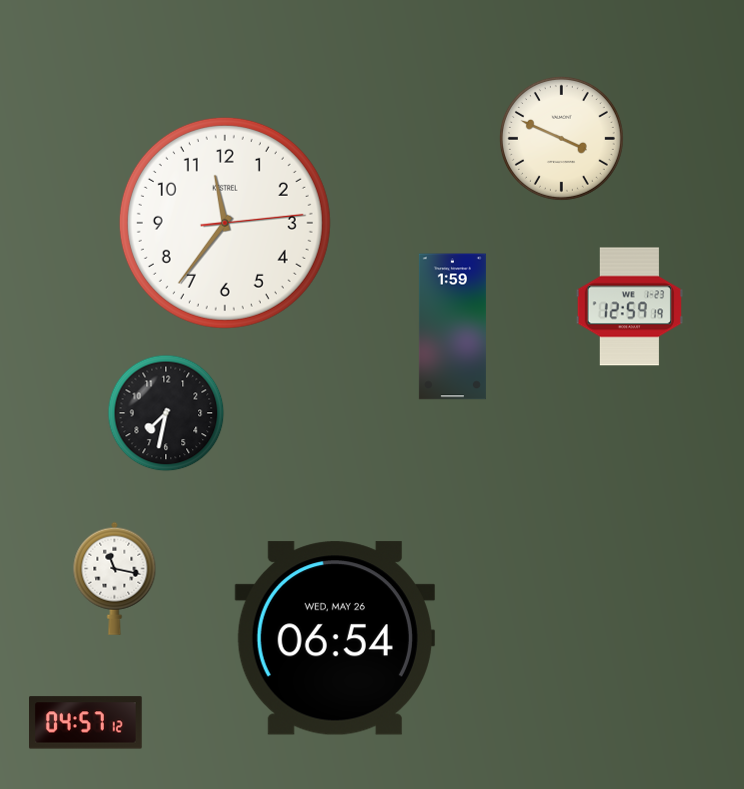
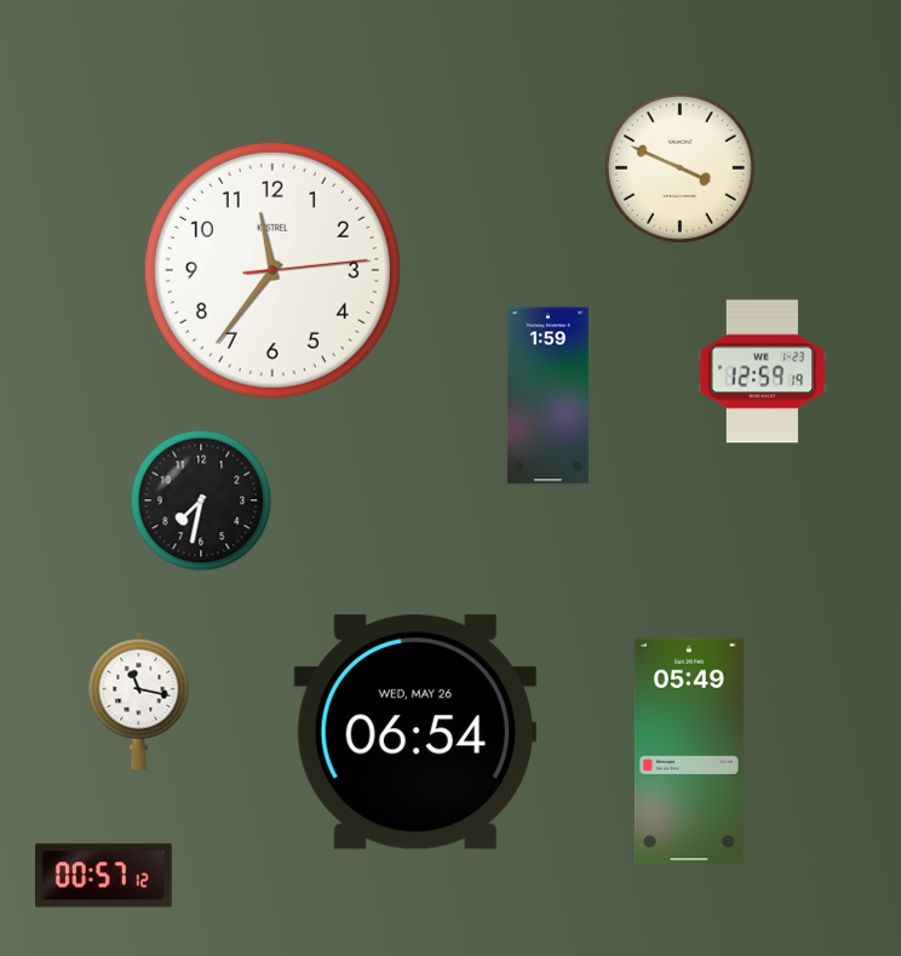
clock at (689, 751): none -> 05:49
clock at (335, 638) position: (335, 638) -> (415, 732)
clock at (86, 723): 04:57 -> 00:57
